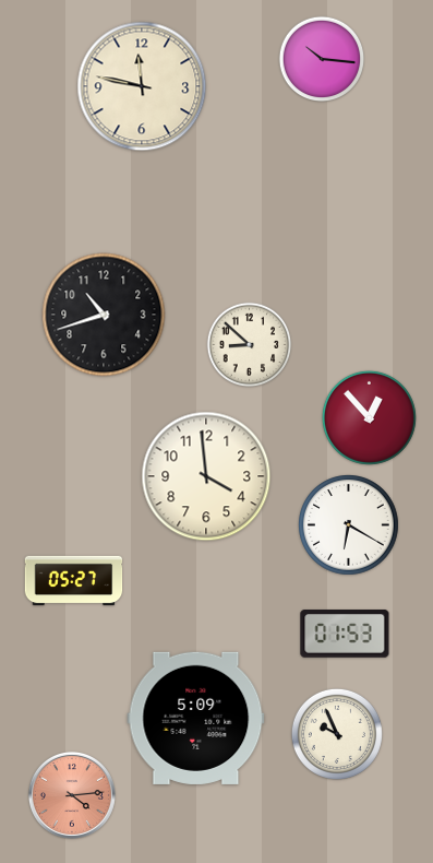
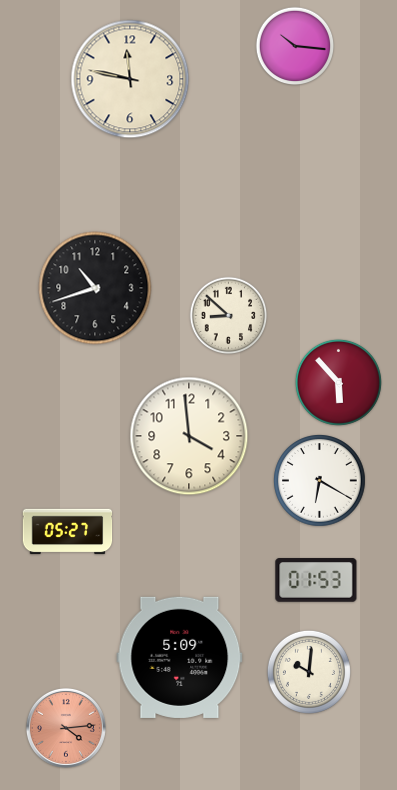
clock at (322, 59) position: (322, 59) -> (295, 46)
clock at (369, 417): 12:53 -> 5:53
clock at (337, 734): 9:56 -> 10:01
